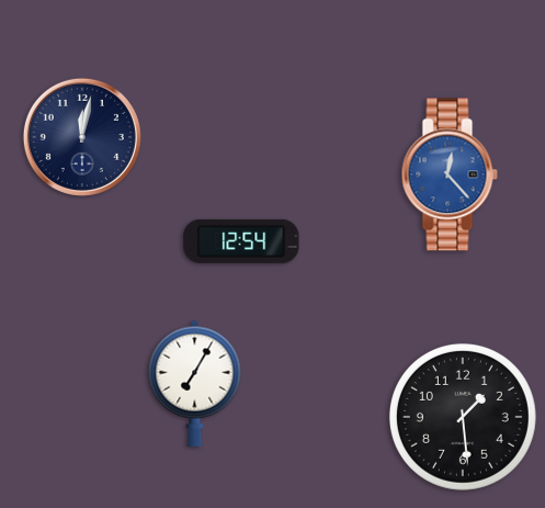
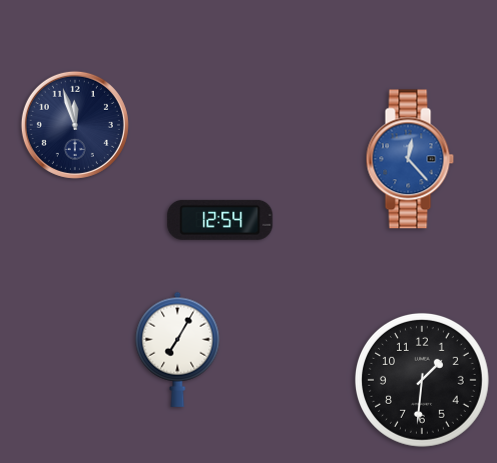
clock at (82, 137): 12:02 -> 11:57
clock at (463, 417): 1:29 -> 1:31
